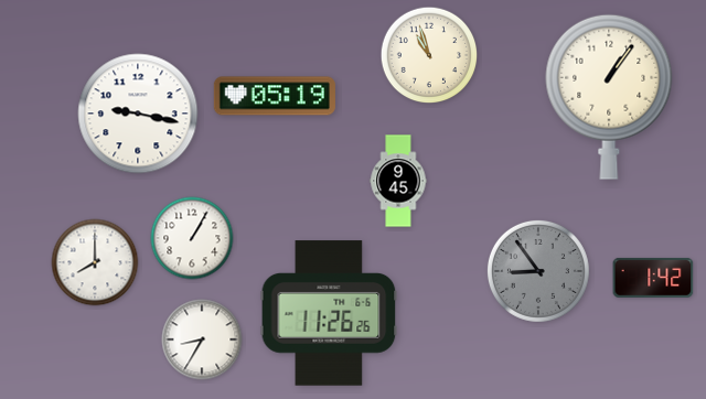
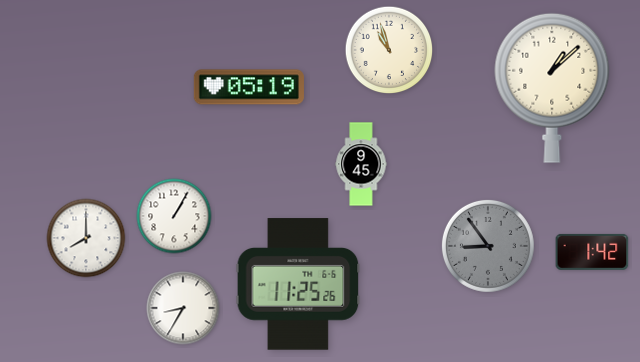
clock at (609, 97): 1:06 -> 1:08
clock at (138, 114): 9:17 -> none
clock at (329, 313): 11:26 -> 11:25
